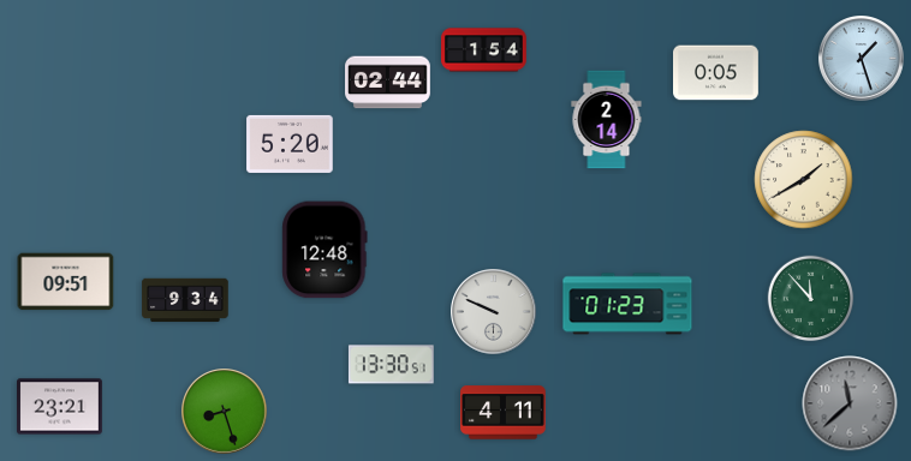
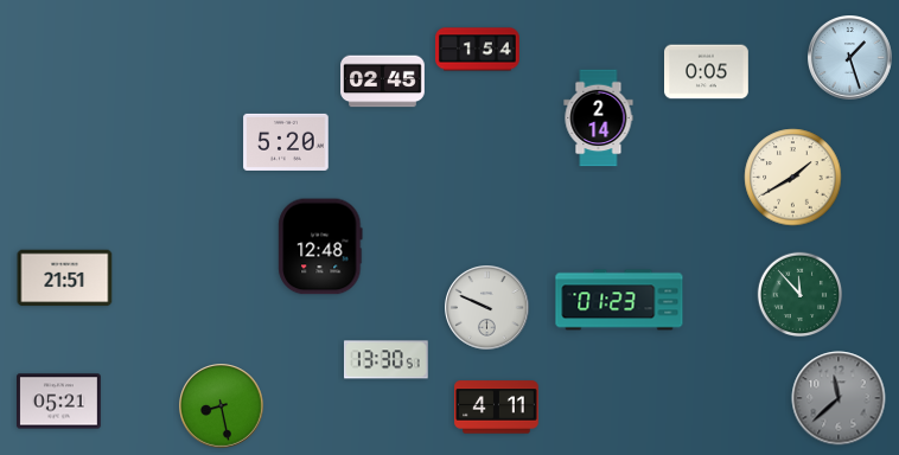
clock at (388, 83): 02:44 -> 02:45
clock at (66, 282): 09:51 -> 21:51
clock at (185, 300): 9:34 -> none
clock at (60, 407): 23:21 -> 05:21
clock at (225, 412): 8:27 -> 8:28
